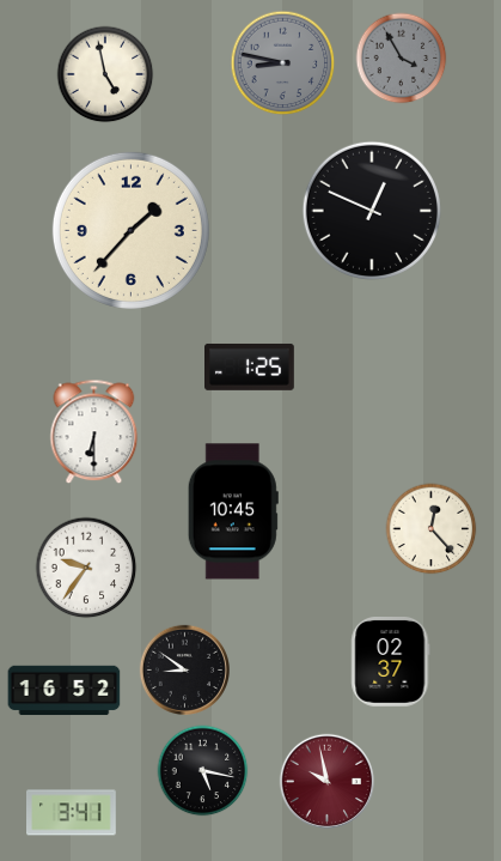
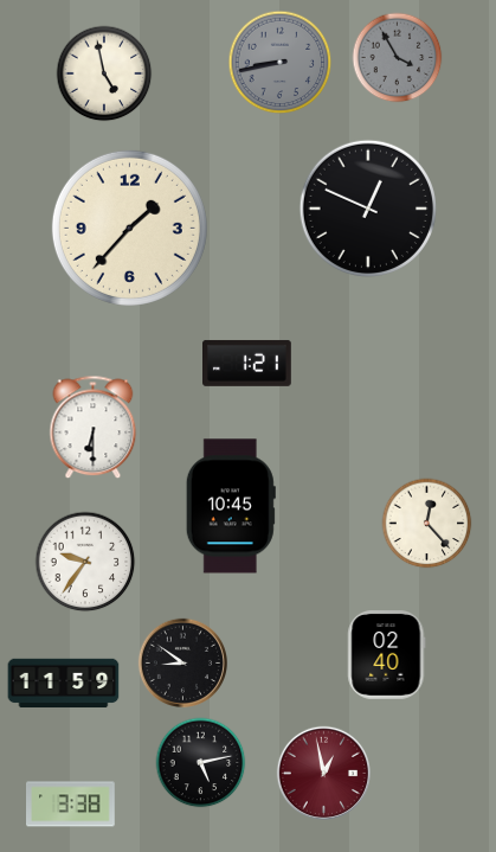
clock at (283, 63): 8:47 -> 8:43
clock at (250, 366): 1:25 -> 1:21
clock at (391, 662): 02:37 -> 02:40
clock at (65, 691): 16:52 -> 11:59
clock at (203, 771): 5:17 -> 5:13
clock at (328, 782): 9:58 -> 12:58
clock at (72, 813): 3:41 -> 3:38
